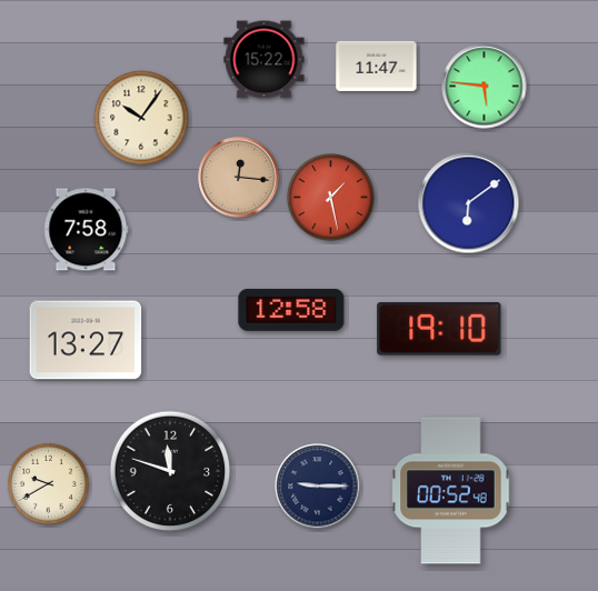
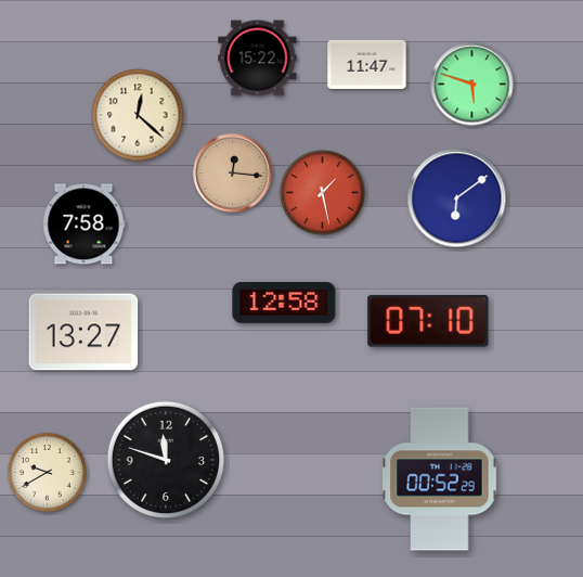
clock at (485, 87): 5:46 -> 5:48
clock at (141, 118): 10:06 -> 12:22
clock at (439, 329): 19:10 -> 07:10
clock at (318, 487): 9:15 -> none
clock at (451, 491): 00:52:48 -> 00:52:29
